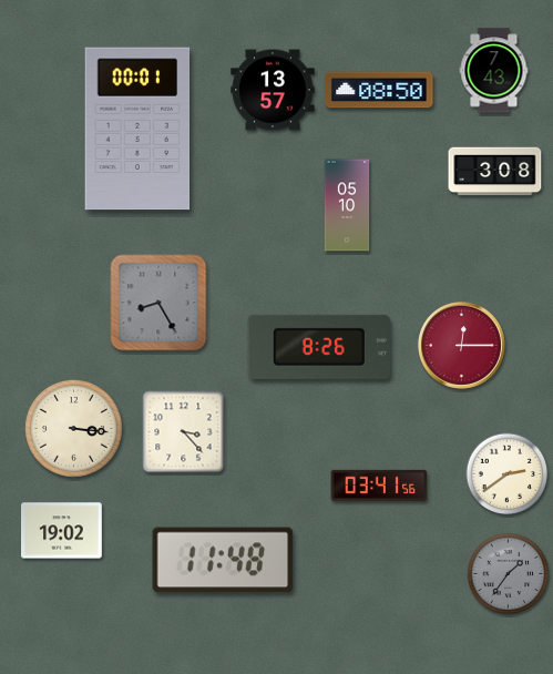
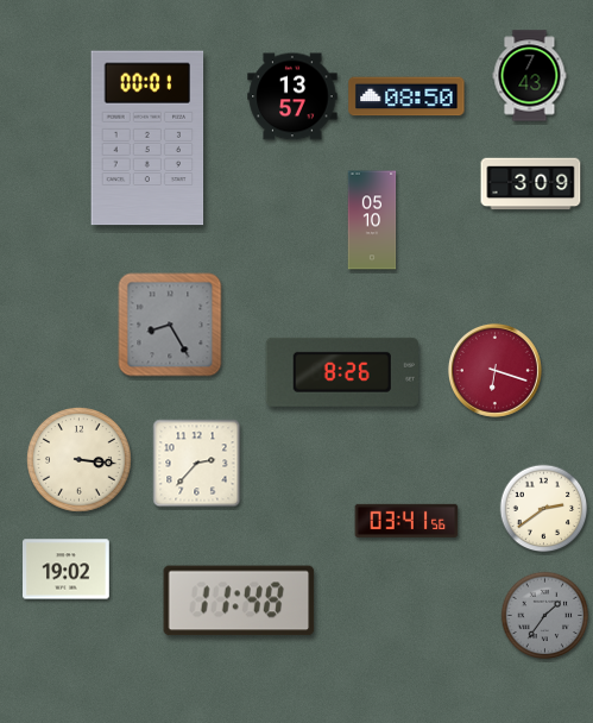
clock at (495, 172): 3:08 -> 3:09
clock at (461, 345): 12:15 -> 6:18
clock at (184, 432): 3:23 -> 2:37
